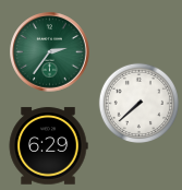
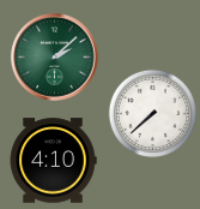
clock at (50, 52): 2:36 -> 2:08
clock at (48, 146): 6:29 -> 4:10
